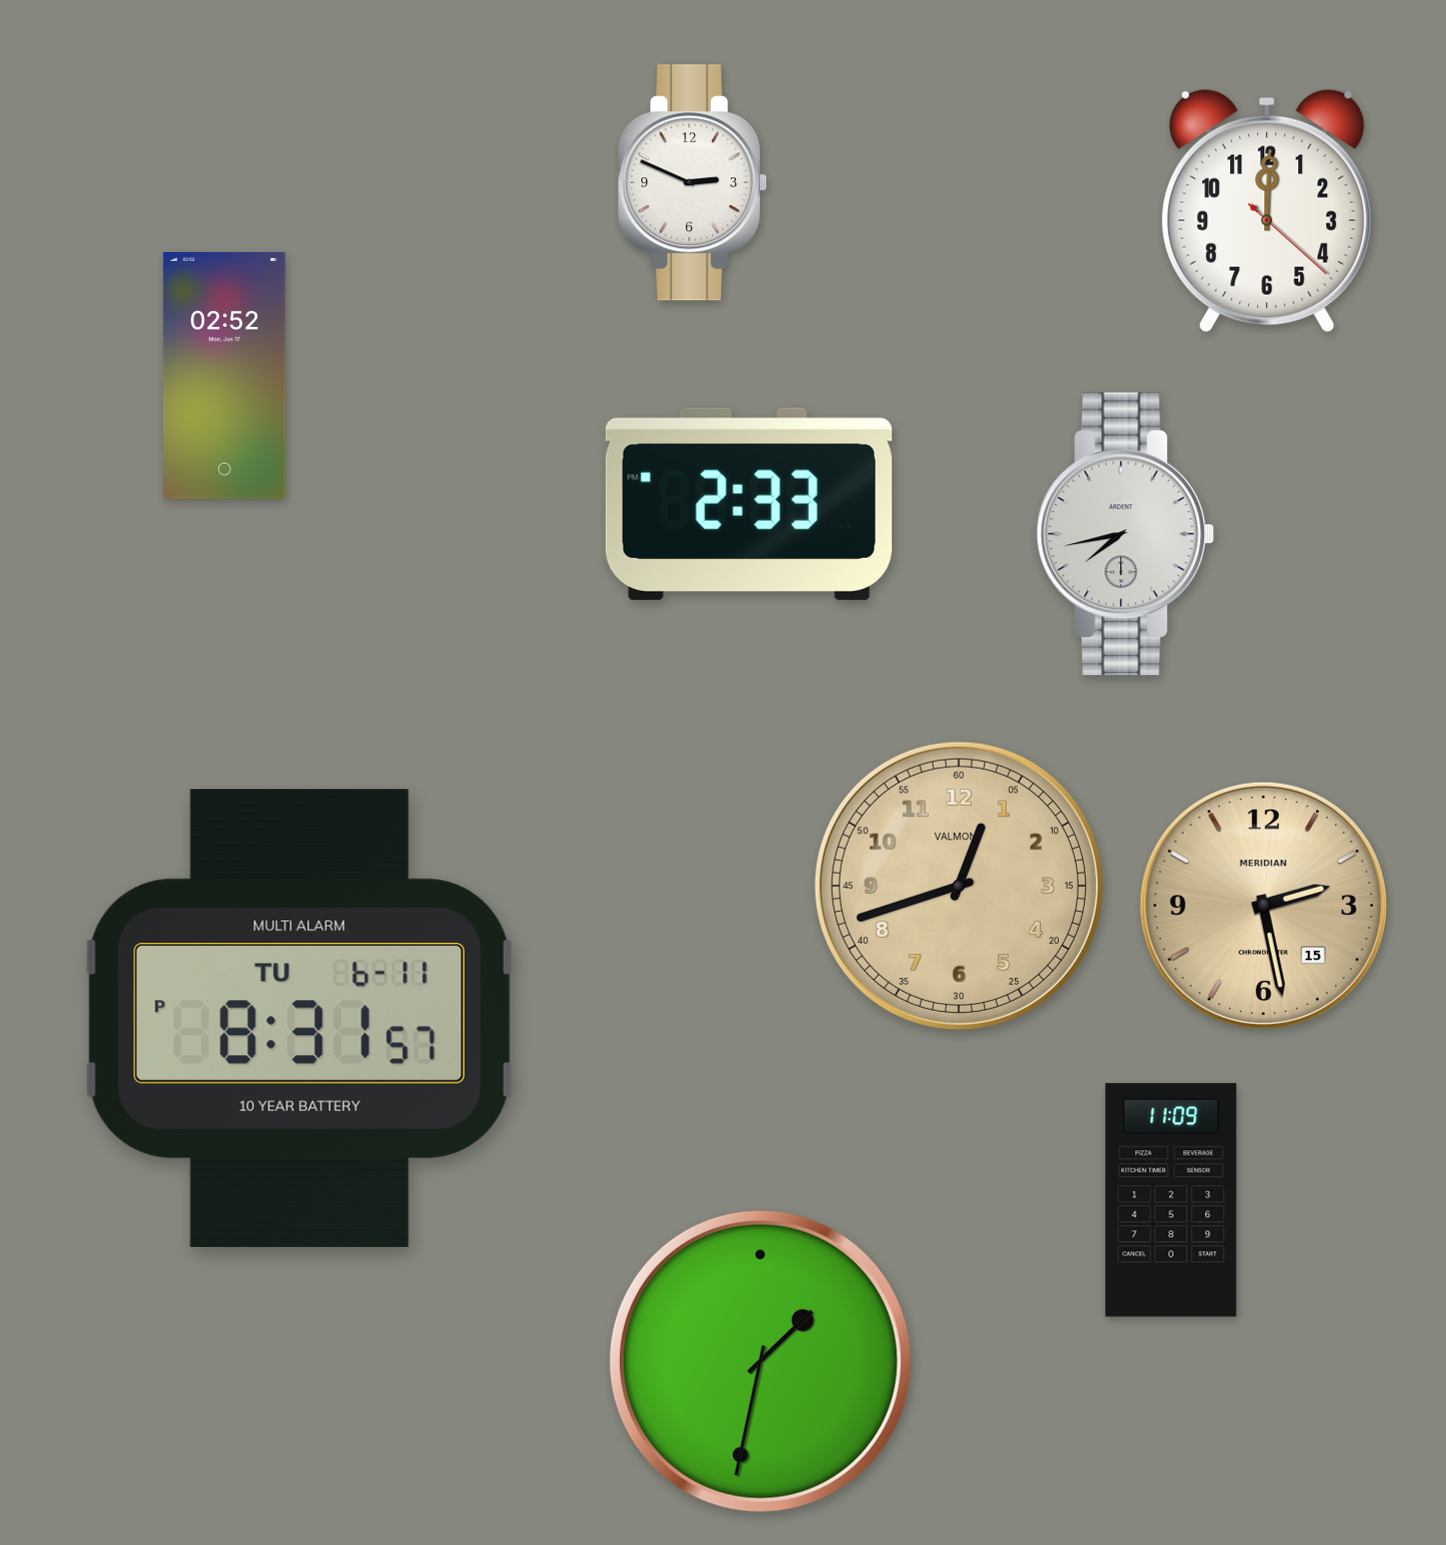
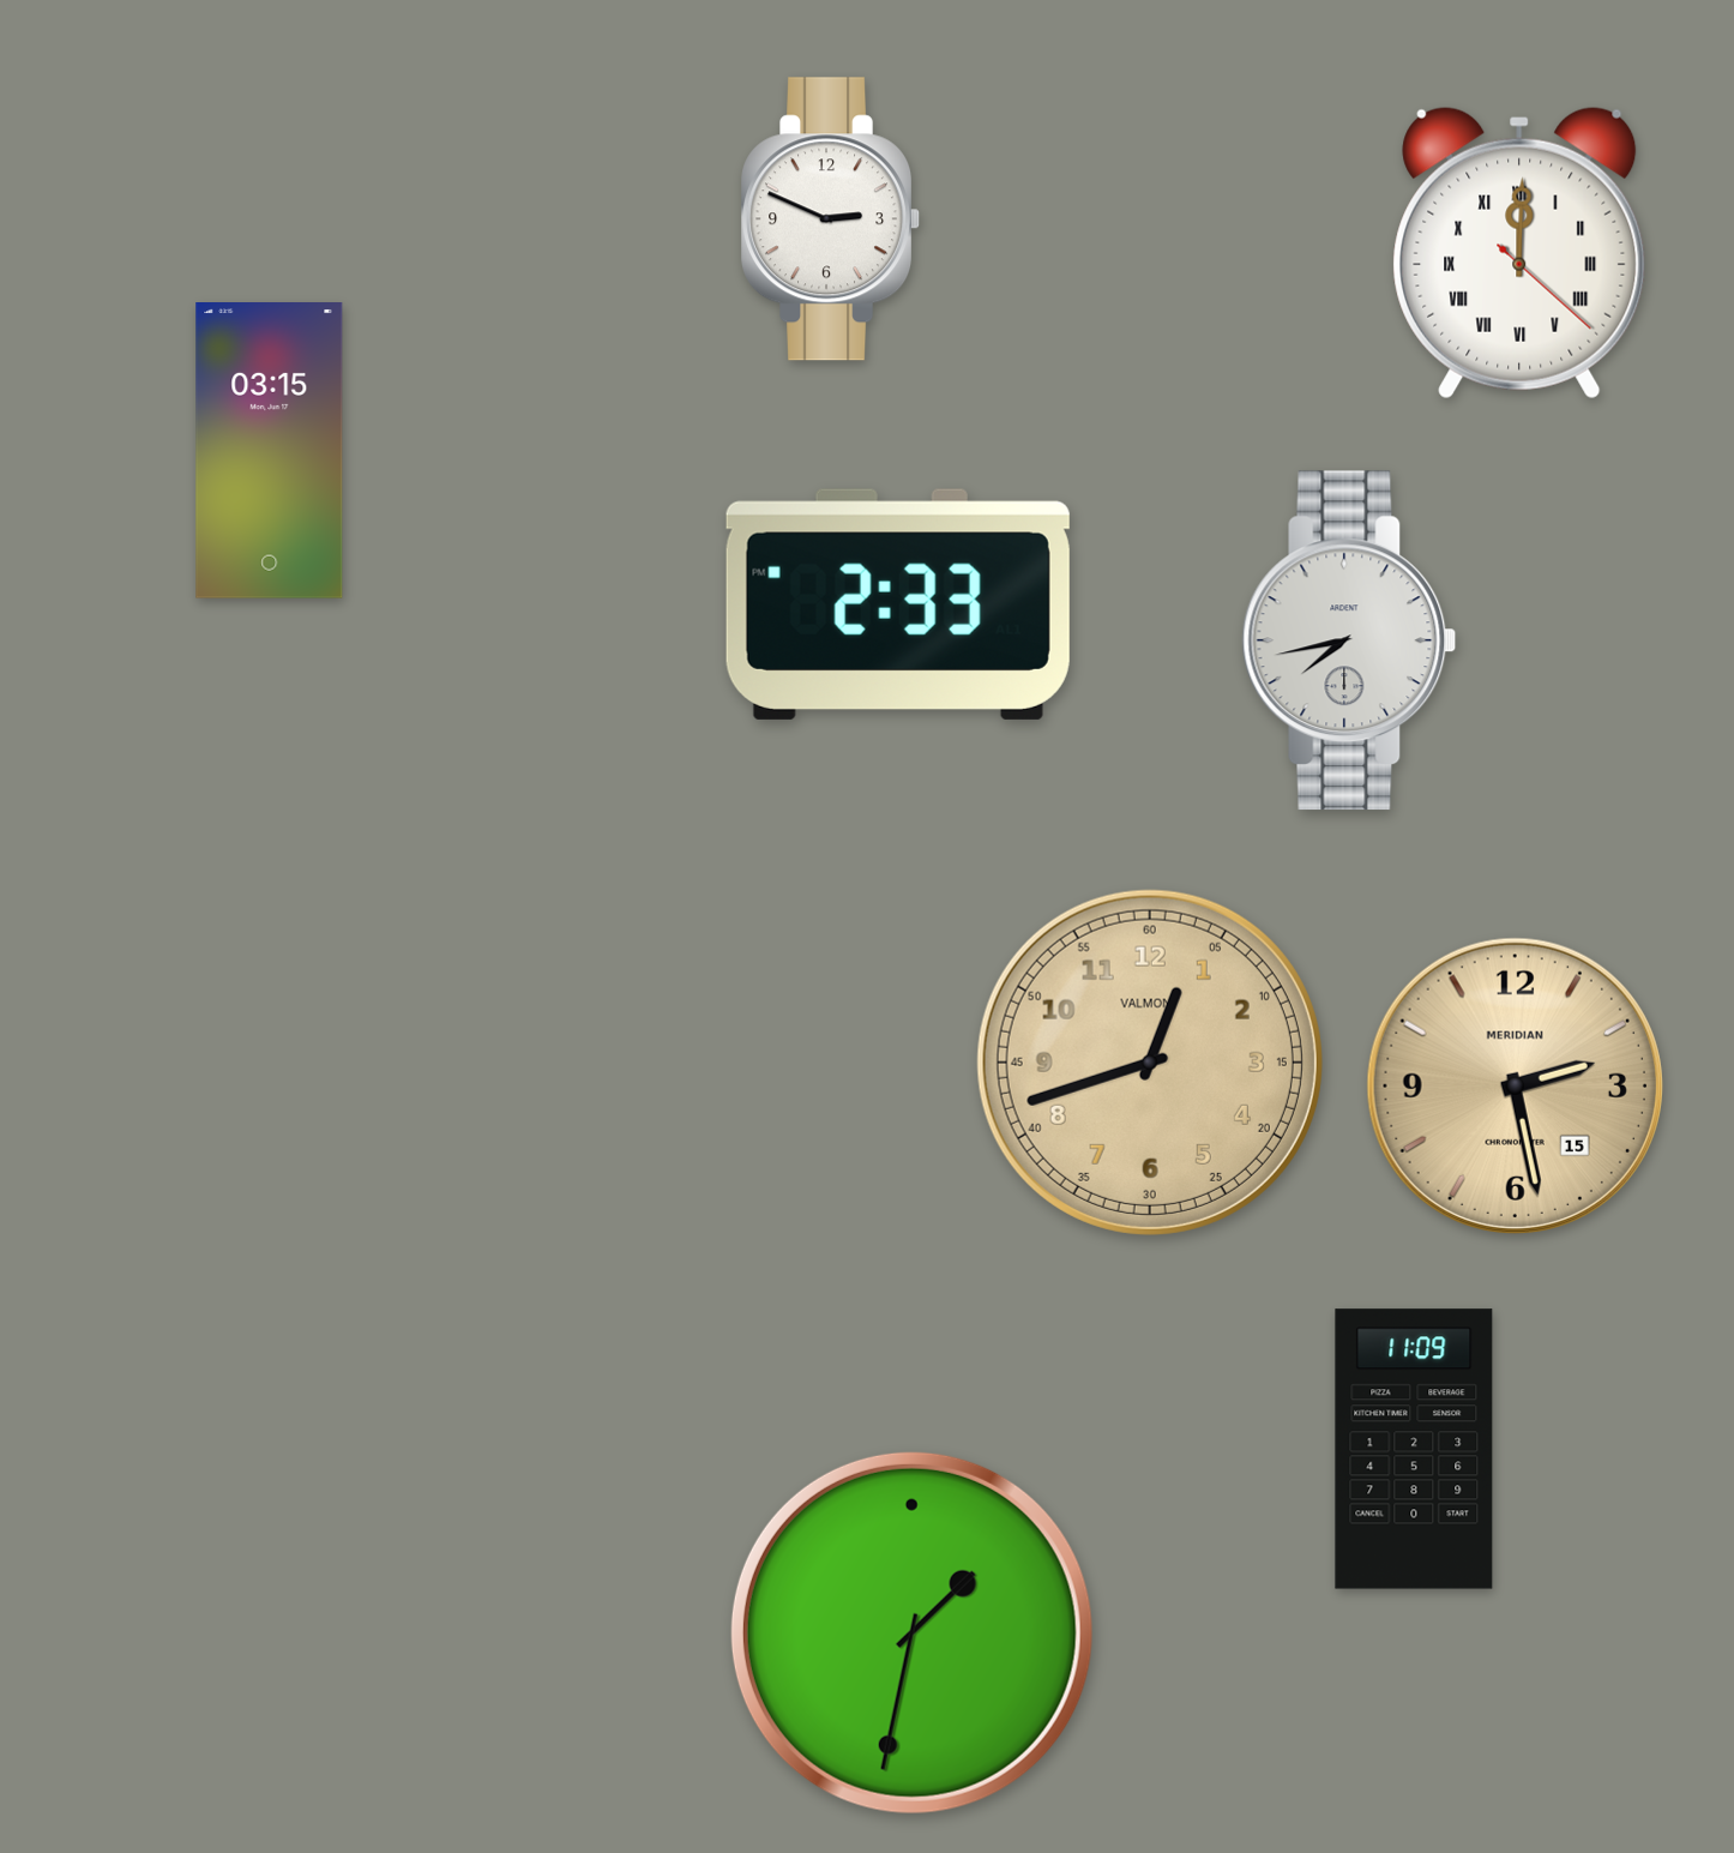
clock at (1267, 211) numerals: Arabic -> Roman
clock at (225, 376): 02:52 -> 03:15
clock at (299, 1018): 8:31 -> none
clock at (1171, 1200) position: (1171, 1200) -> (1414, 1449)
